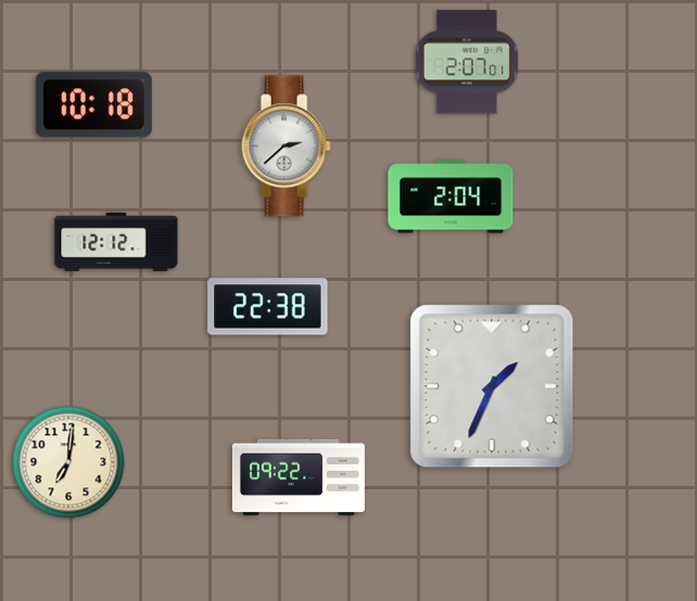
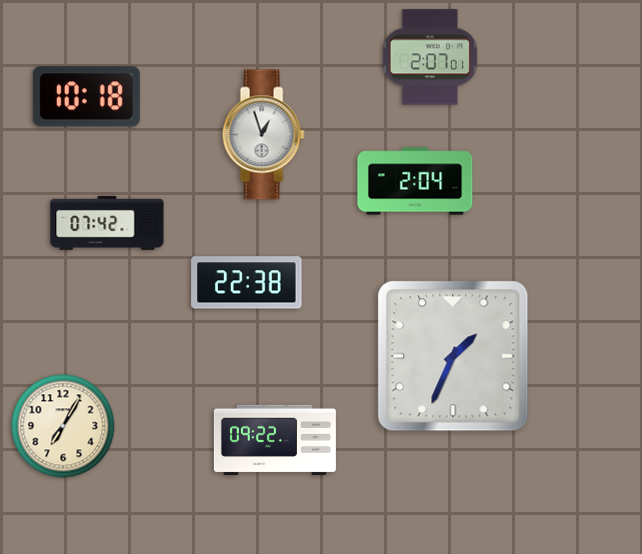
clock at (286, 146): 2:38 -> 12:57
clock at (116, 242): 12:12 -> 07:42
clock at (68, 462): 7:01 -> 7:05
